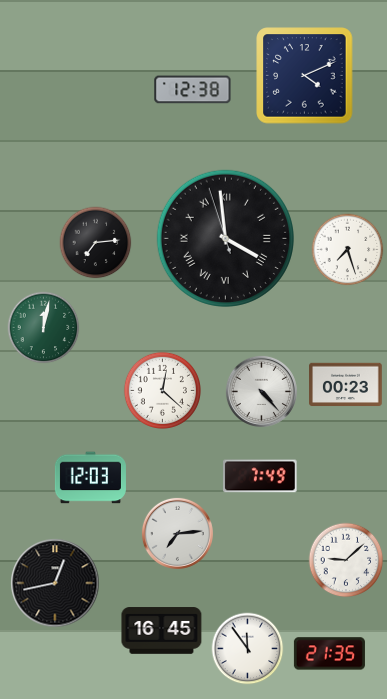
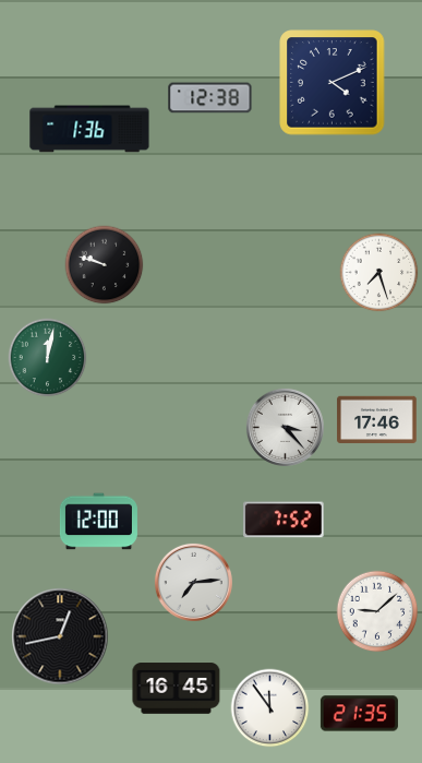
clock at (89, 129): none -> 1:36
clock at (225, 238): 3:58 -> none
clock at (96, 243): 7:14 -> 9:48
clock at (346, 385): 00:23 -> 17:46
clock at (162, 390): 12:22 -> none
clock at (261, 391): 4:23 -> 3:23
clock at (260, 476): 7:49 -> 7:52
clock at (90, 478): 12:03 -> 12:00
